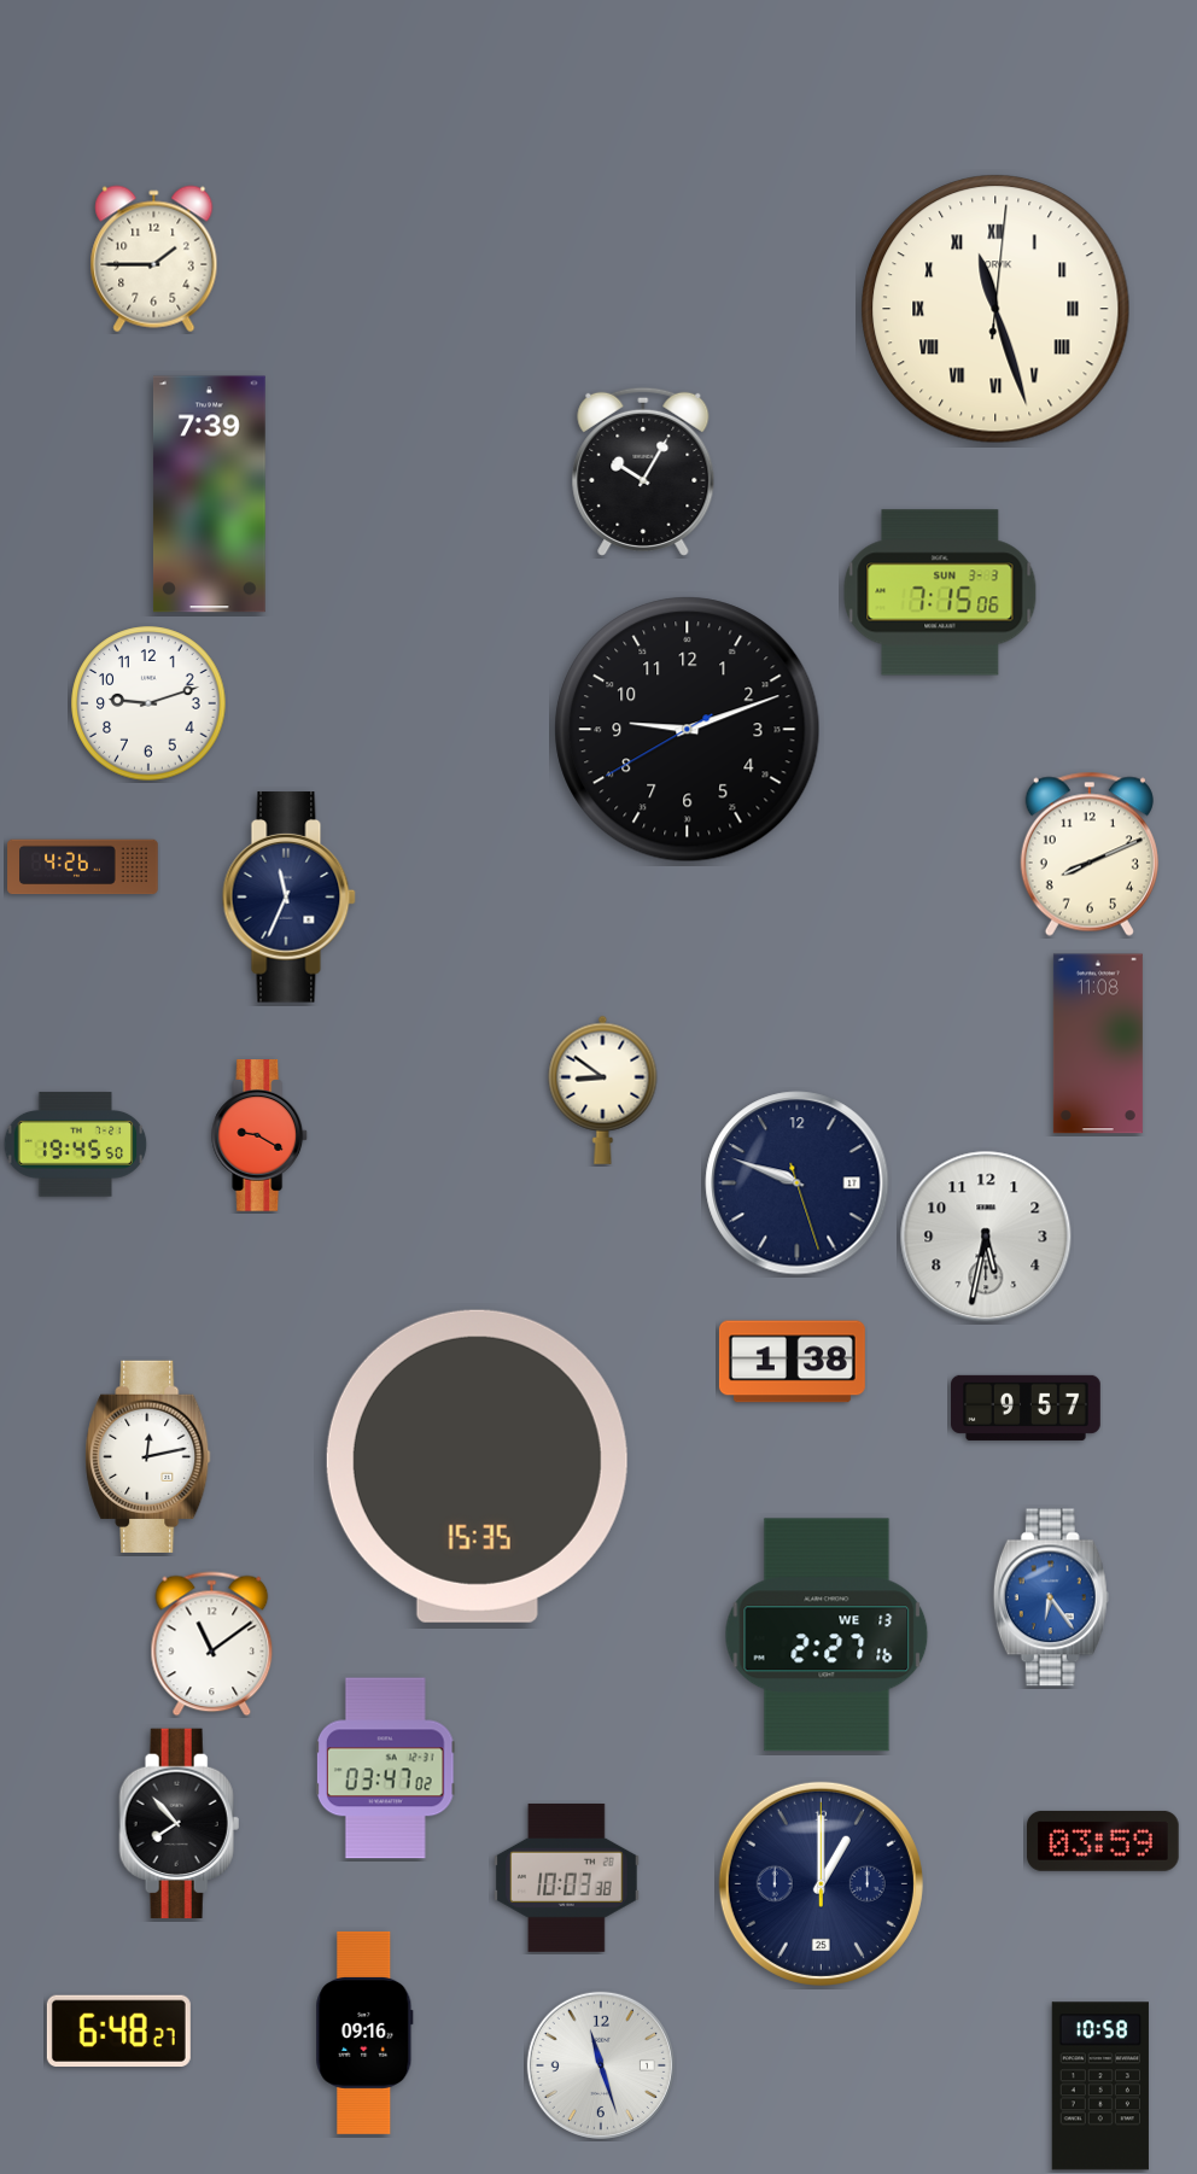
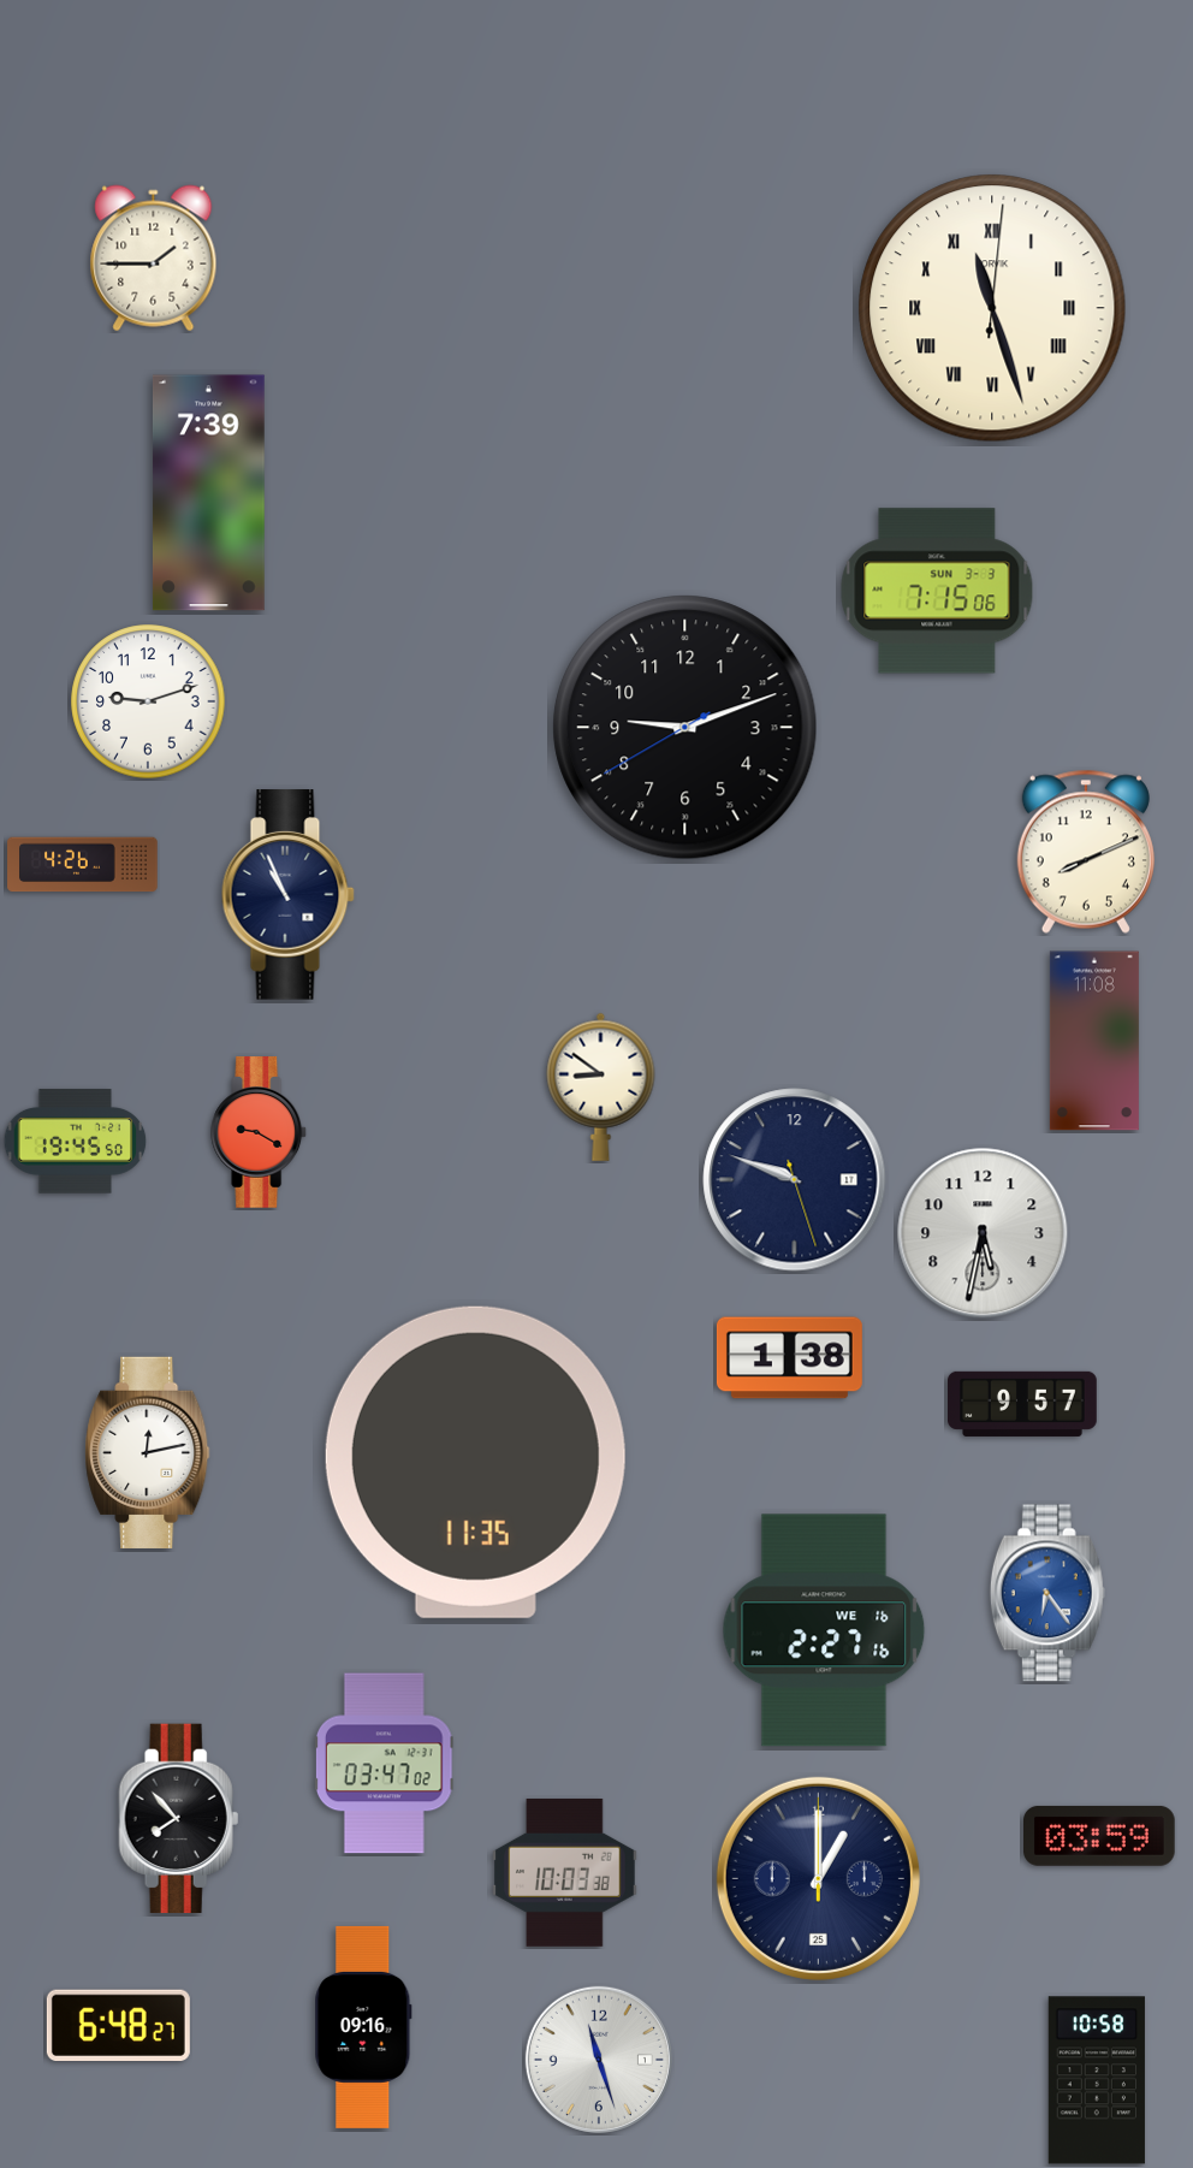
clock at (643, 472): 10:05 -> none
clock at (288, 898): 11:34 -> 10:56
clock at (477, 1466): 15:35 -> 11:35
clock at (827, 1635) date: WE 13 -> WE 16
clock at (212, 1644): 11:09 -> none
